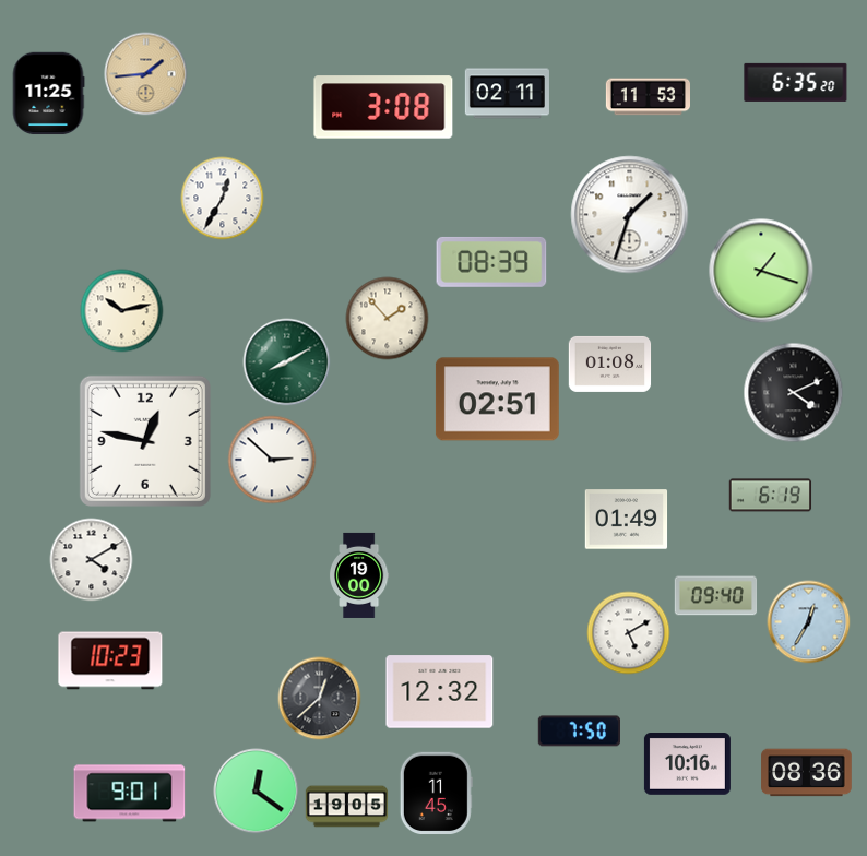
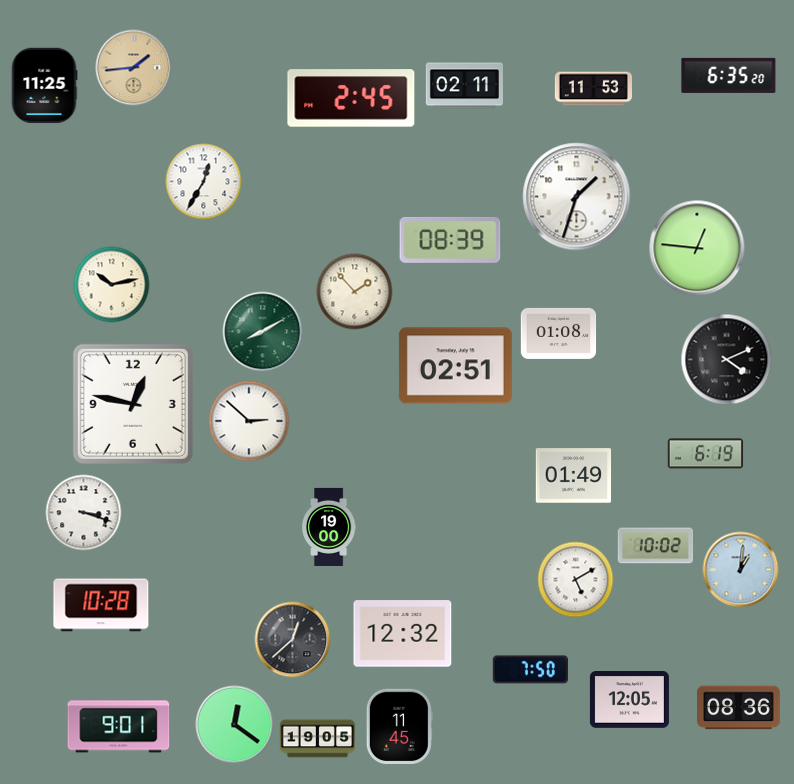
clock at (383, 107): 3:08 -> 2:45
clock at (761, 271): 1:18 -> 12:46
clock at (92, 560): 4:10 -> 3:18
clock at (716, 596): 09:40 -> 10:02
clock at (809, 622): 12:35 -> 1:01
clock at (110, 661): 10:23 -> 10:28
clock at (687, 764): 10:16 -> 12:05
